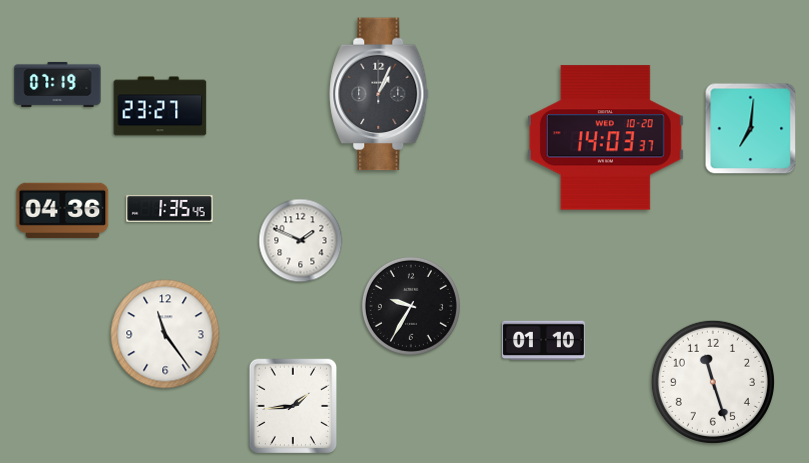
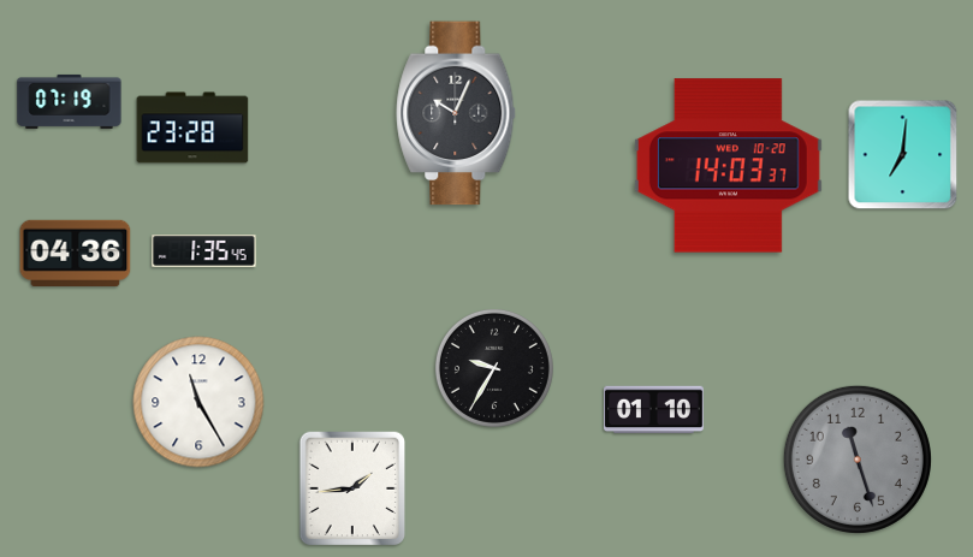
clock at (379, 94): 1:04 -> 10:04
clock at (160, 106): 23:27 -> 23:28
clock at (301, 241): 1:49 -> none
clock at (165, 334): 11:24 -> 11:25
clock at (713, 382) dial: white -> grey
